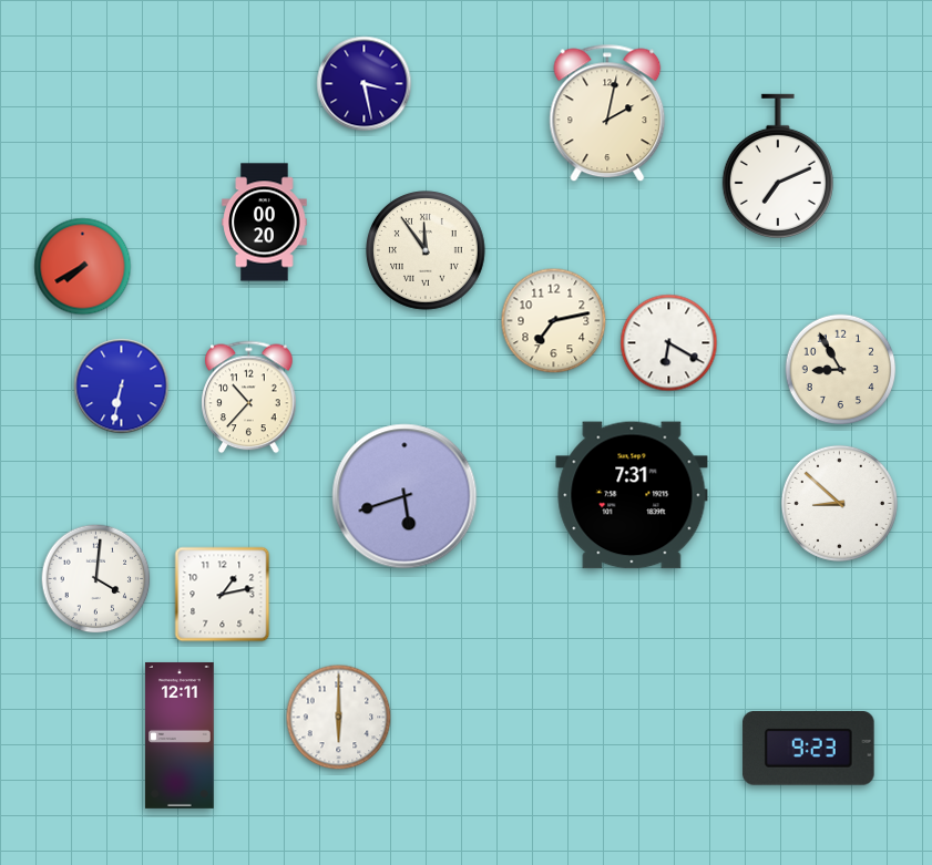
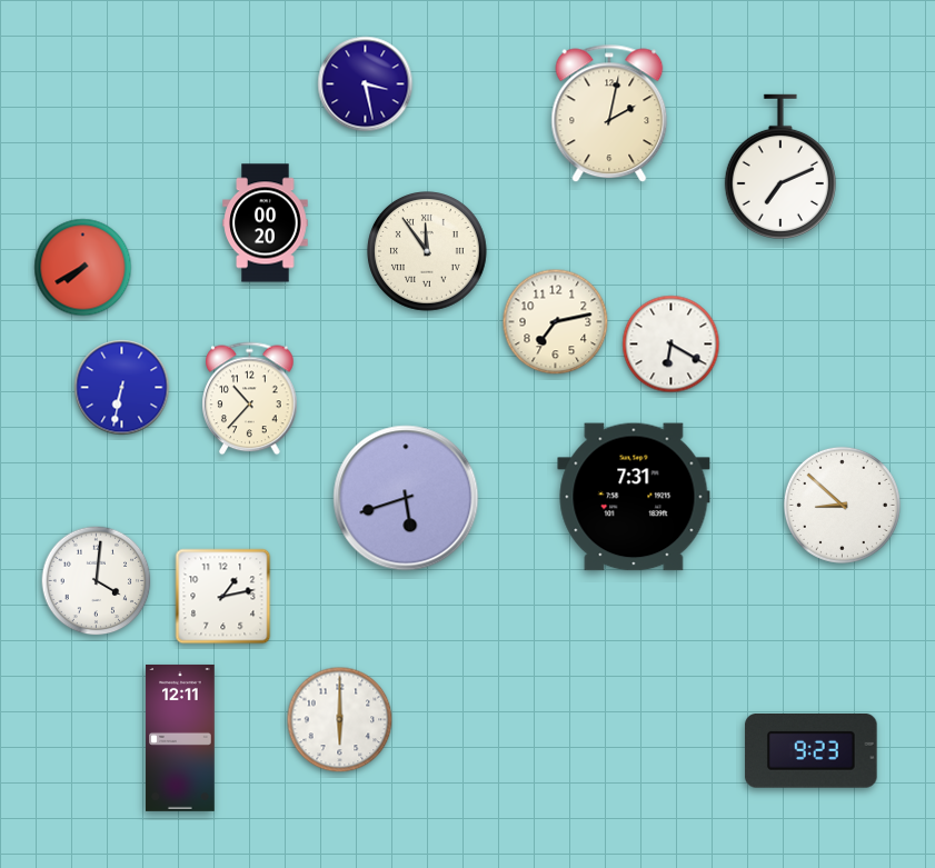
clock at (841, 370): 8:55 -> none
